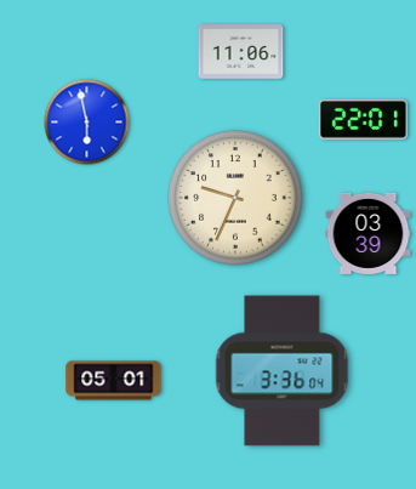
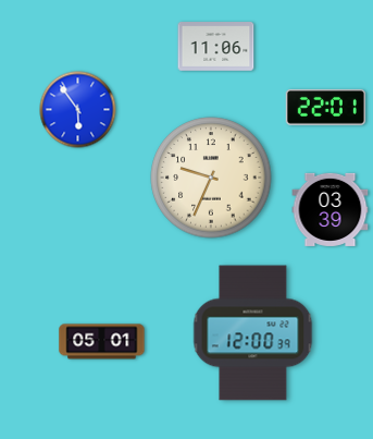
clock at (87, 123): 5:58 -> 5:54
clock at (283, 371): 3:36 -> 12:00
